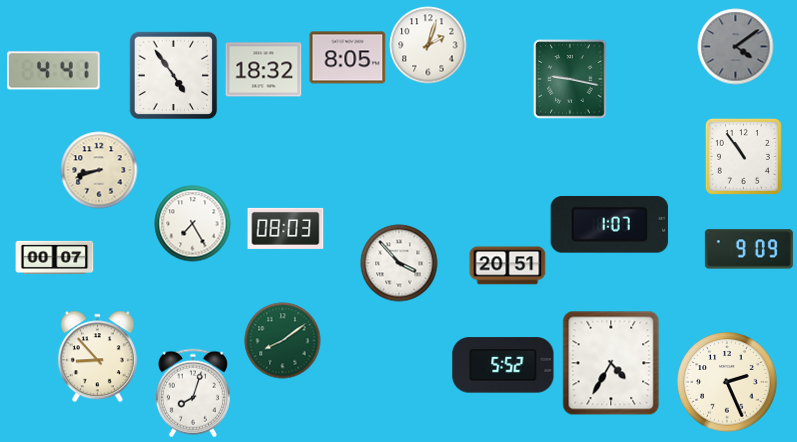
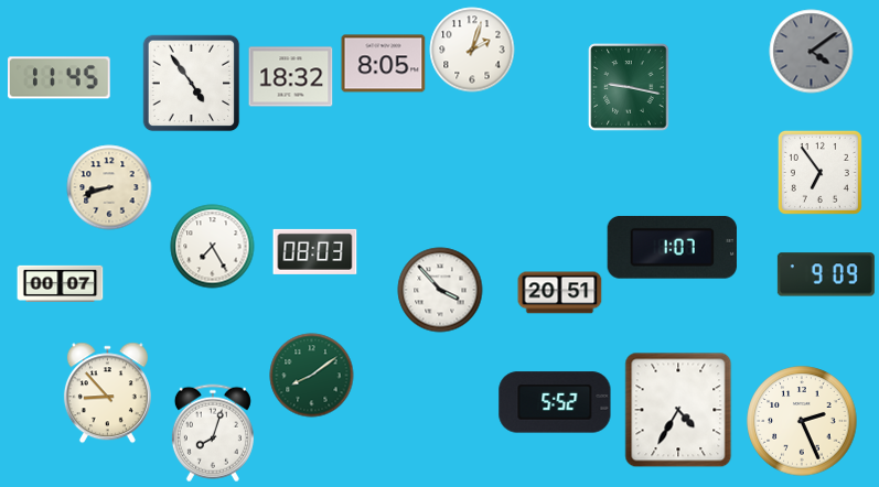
clock at (54, 71): 4:41 -> 11:45
clock at (743, 156): 10:54 -> 6:54
clock at (611, 363) position: (611, 363) -> (678, 410)
